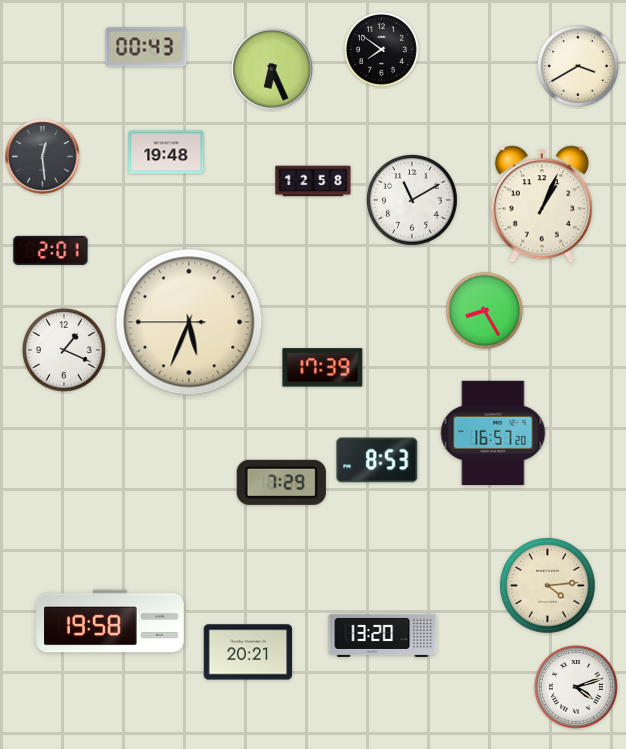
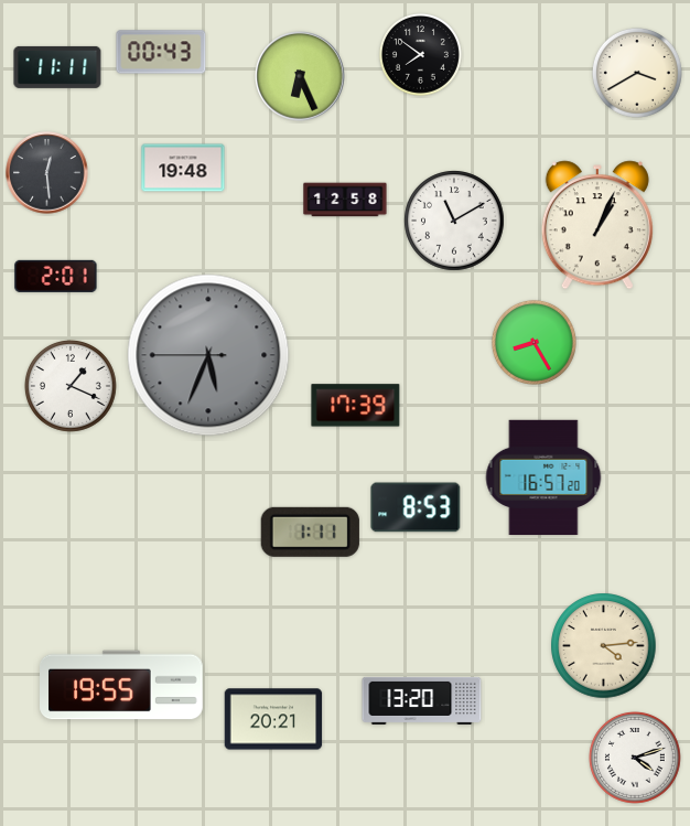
clock at (57, 67): none -> 11:11
clock at (189, 322) dial: cream -> grey
clock at (281, 482): 7:29 -> 1:11
clock at (111, 621): 19:58 -> 19:55
